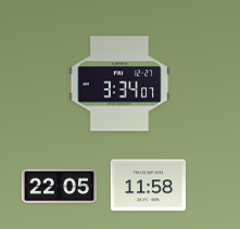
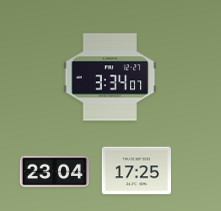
clock at (148, 186): 11:58 -> 17:25
clock at (59, 187): 22:05 -> 23:04
